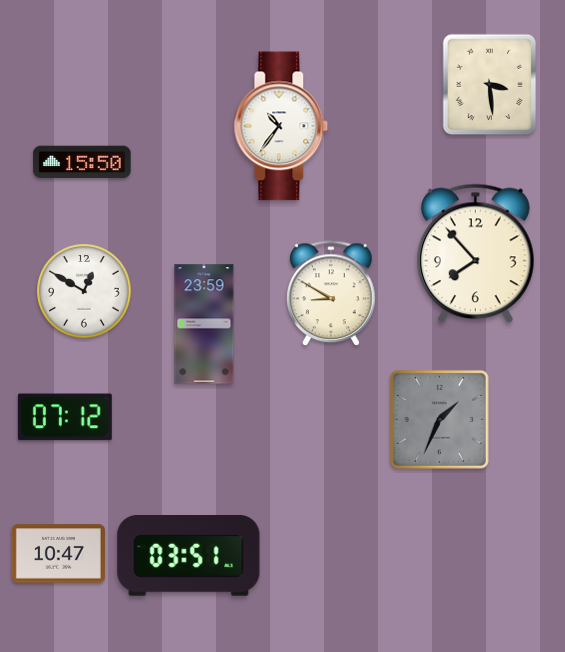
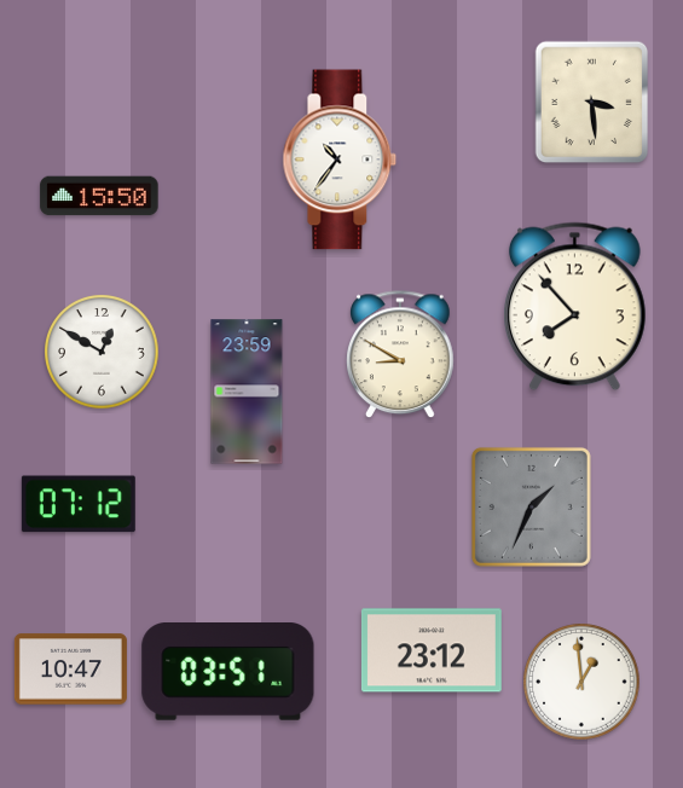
clock at (281, 126) position: (281, 126) -> (340, 160)
clock at (432, 650): none -> 23:12
clock at (581, 682): none -> 12:59
